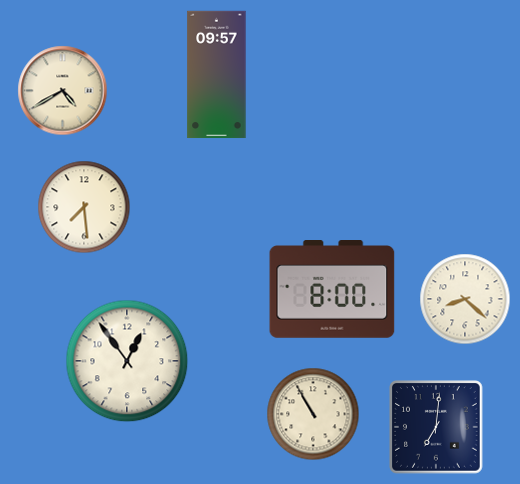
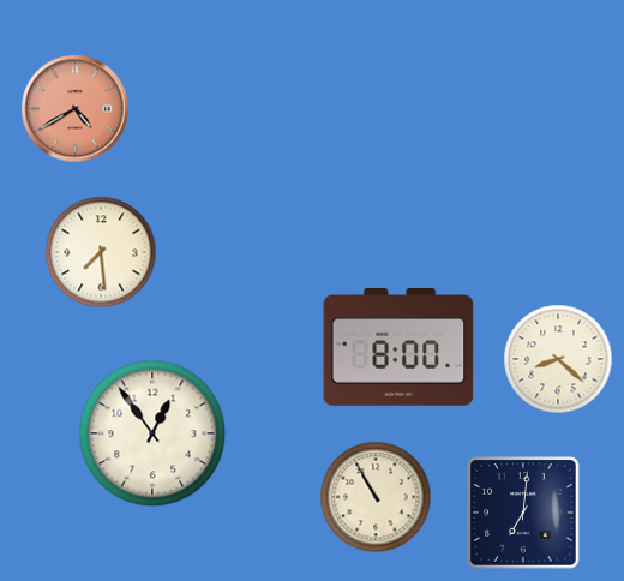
clock at (217, 75): 09:57 -> none
clock at (63, 91) dial: cream -> salmon
clock at (84, 207) position: (84, 207) -> (101, 252)
